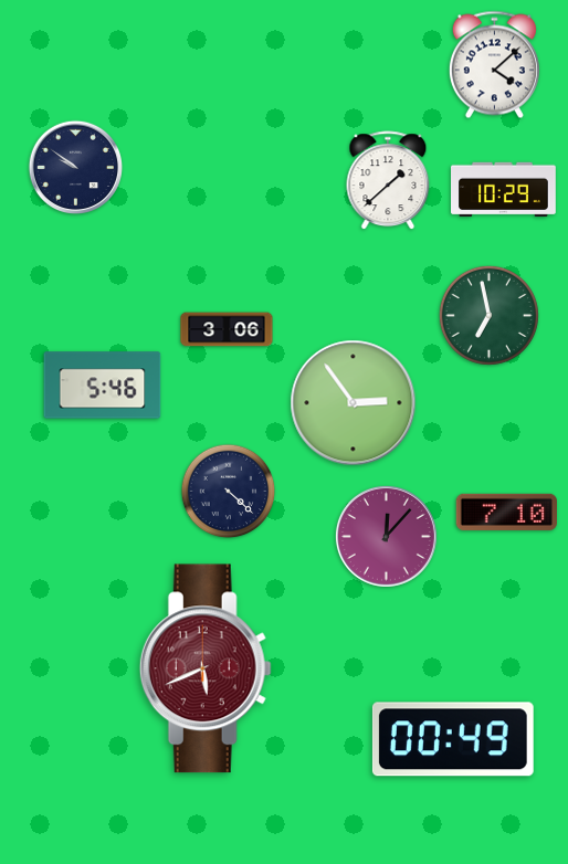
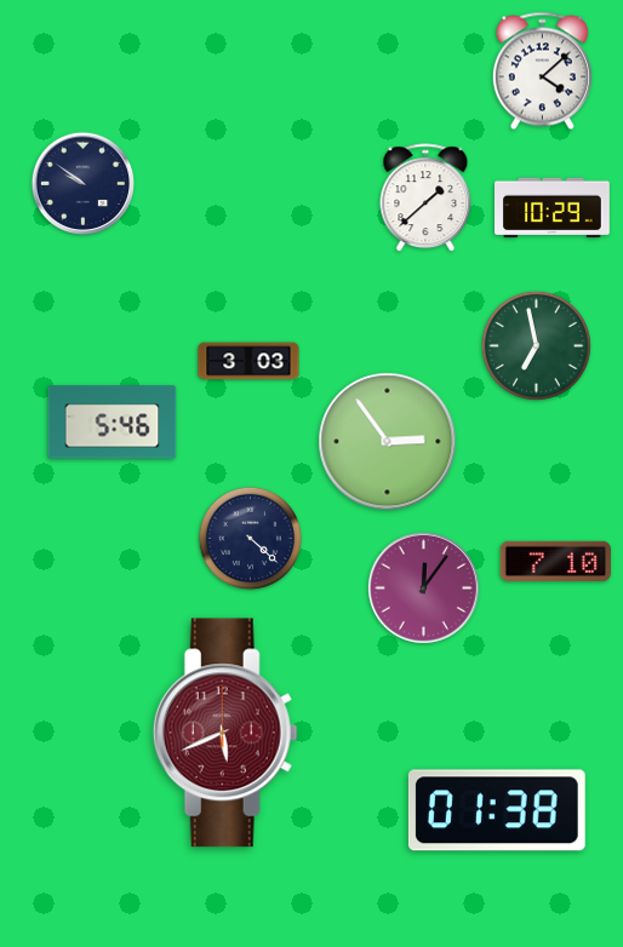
clock at (227, 329): 3:06 -> 3:03
clock at (386, 536): 12:07 -> 12:06
clock at (453, 739): 00:49 -> 01:38
